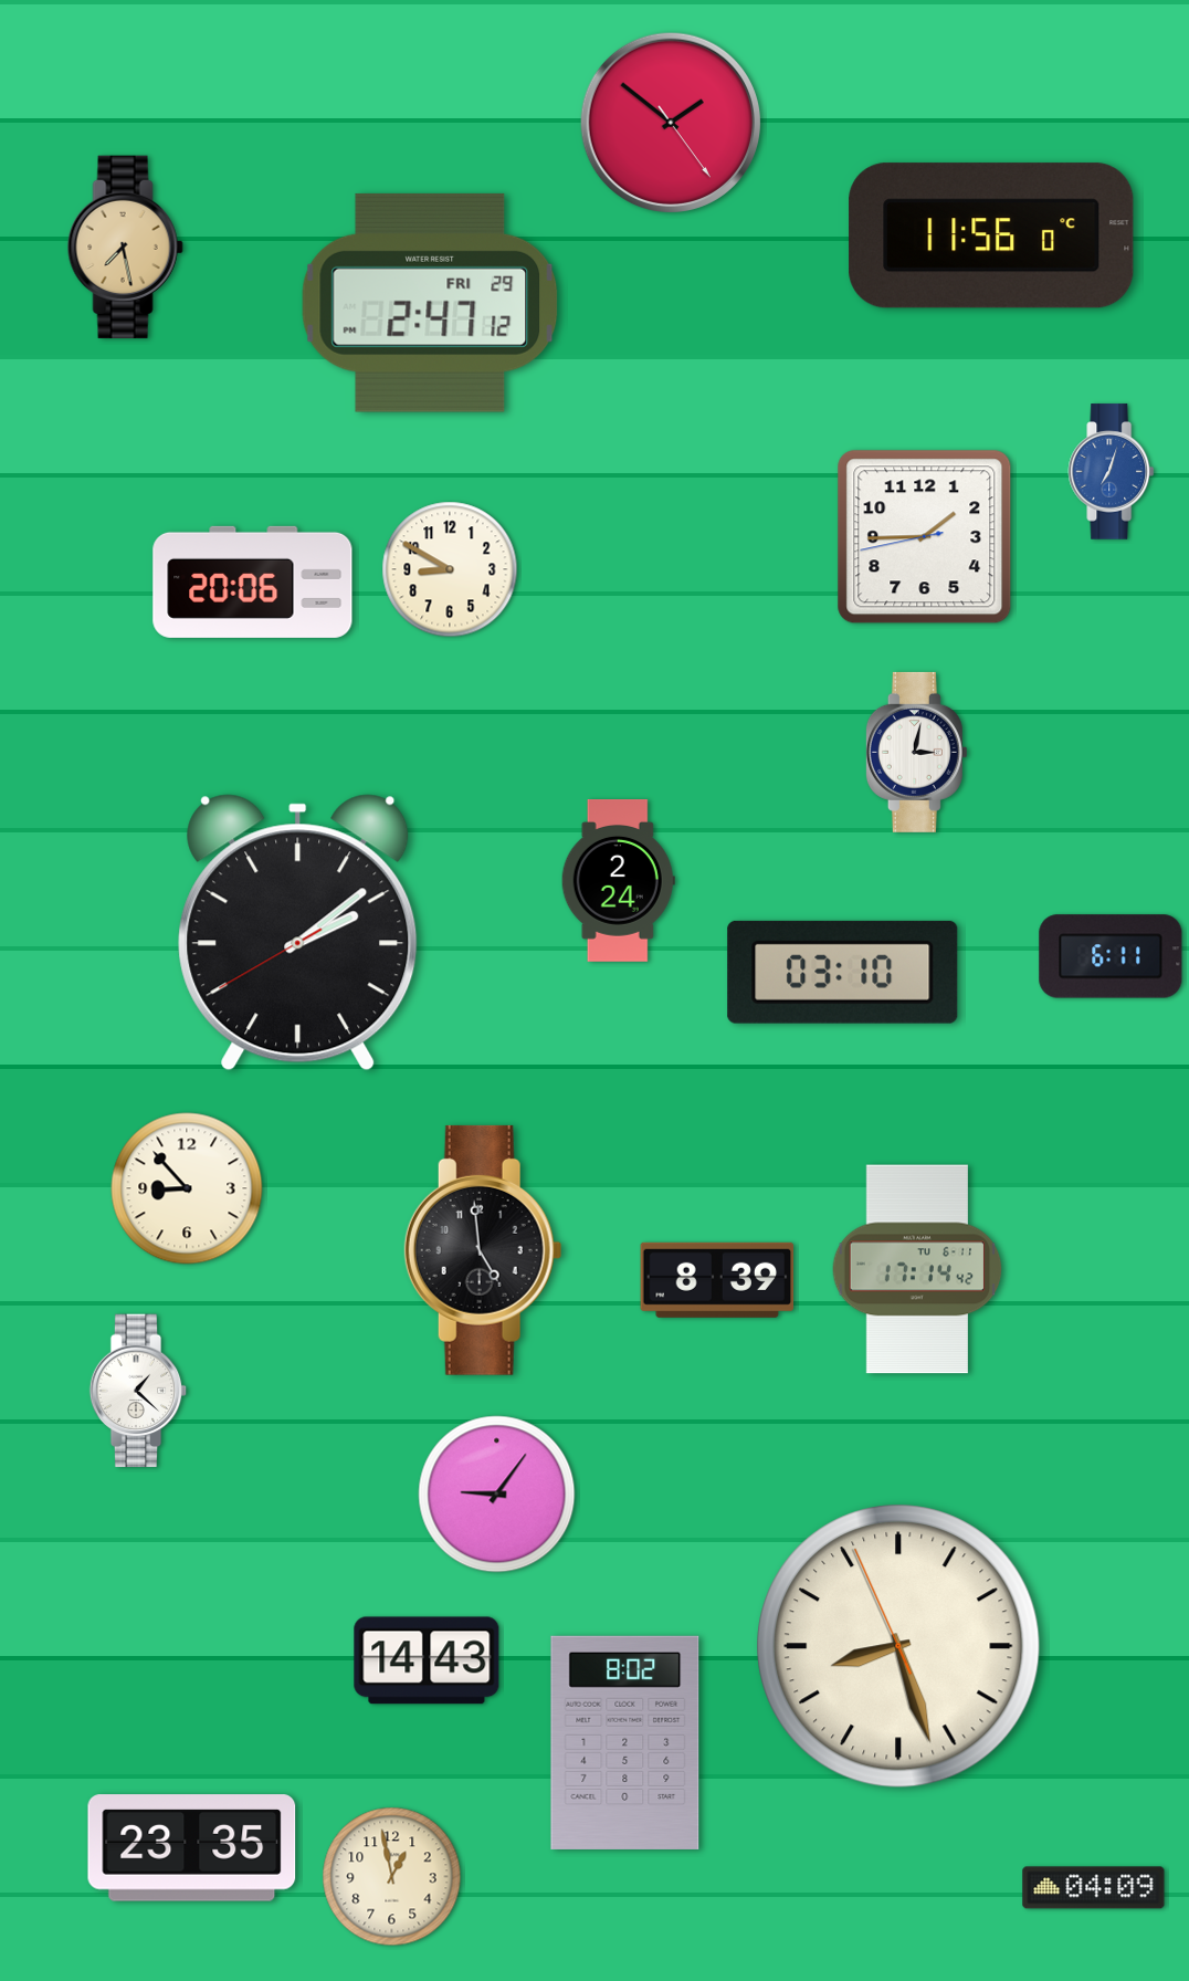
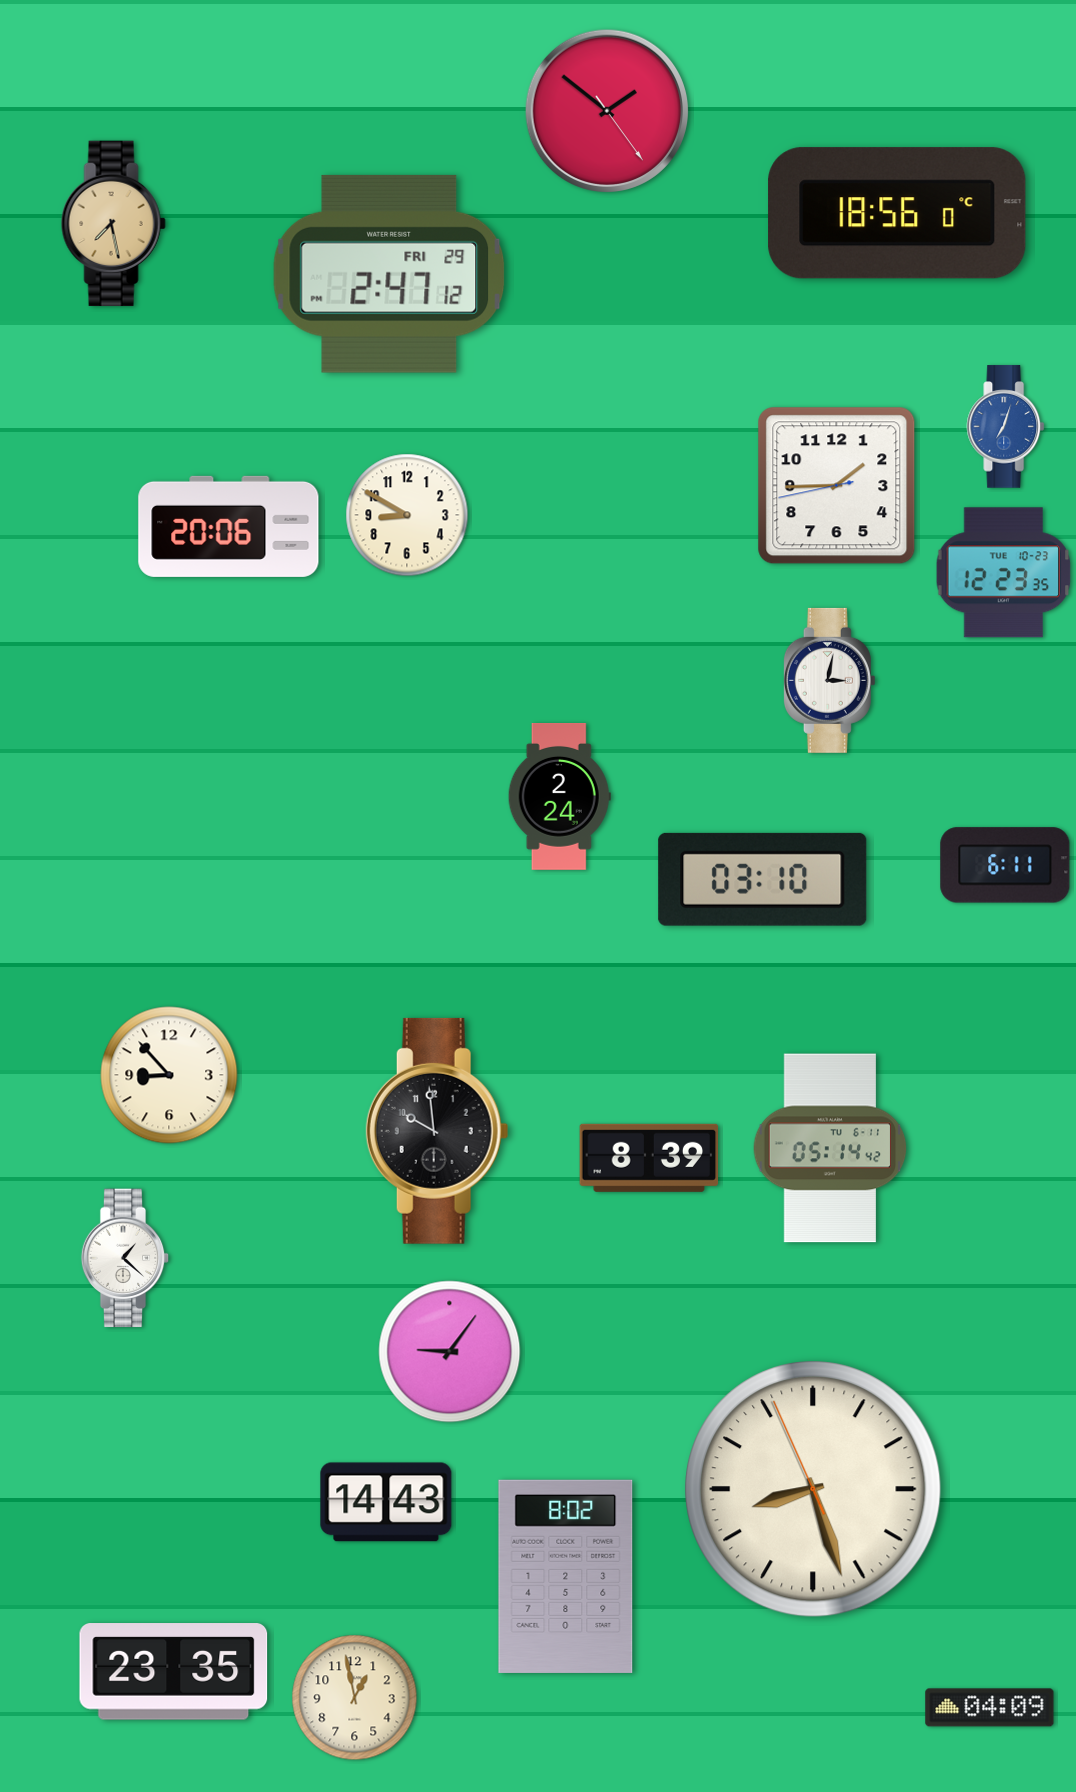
clock at (991, 235): 11:56 -> 18:56
clock at (1004, 573): none -> 12:23
clock at (298, 933): 2:08 -> none
clock at (483, 1250): 4:59 -> 9:59
clock at (917, 1269): 17:14 -> 05:14
